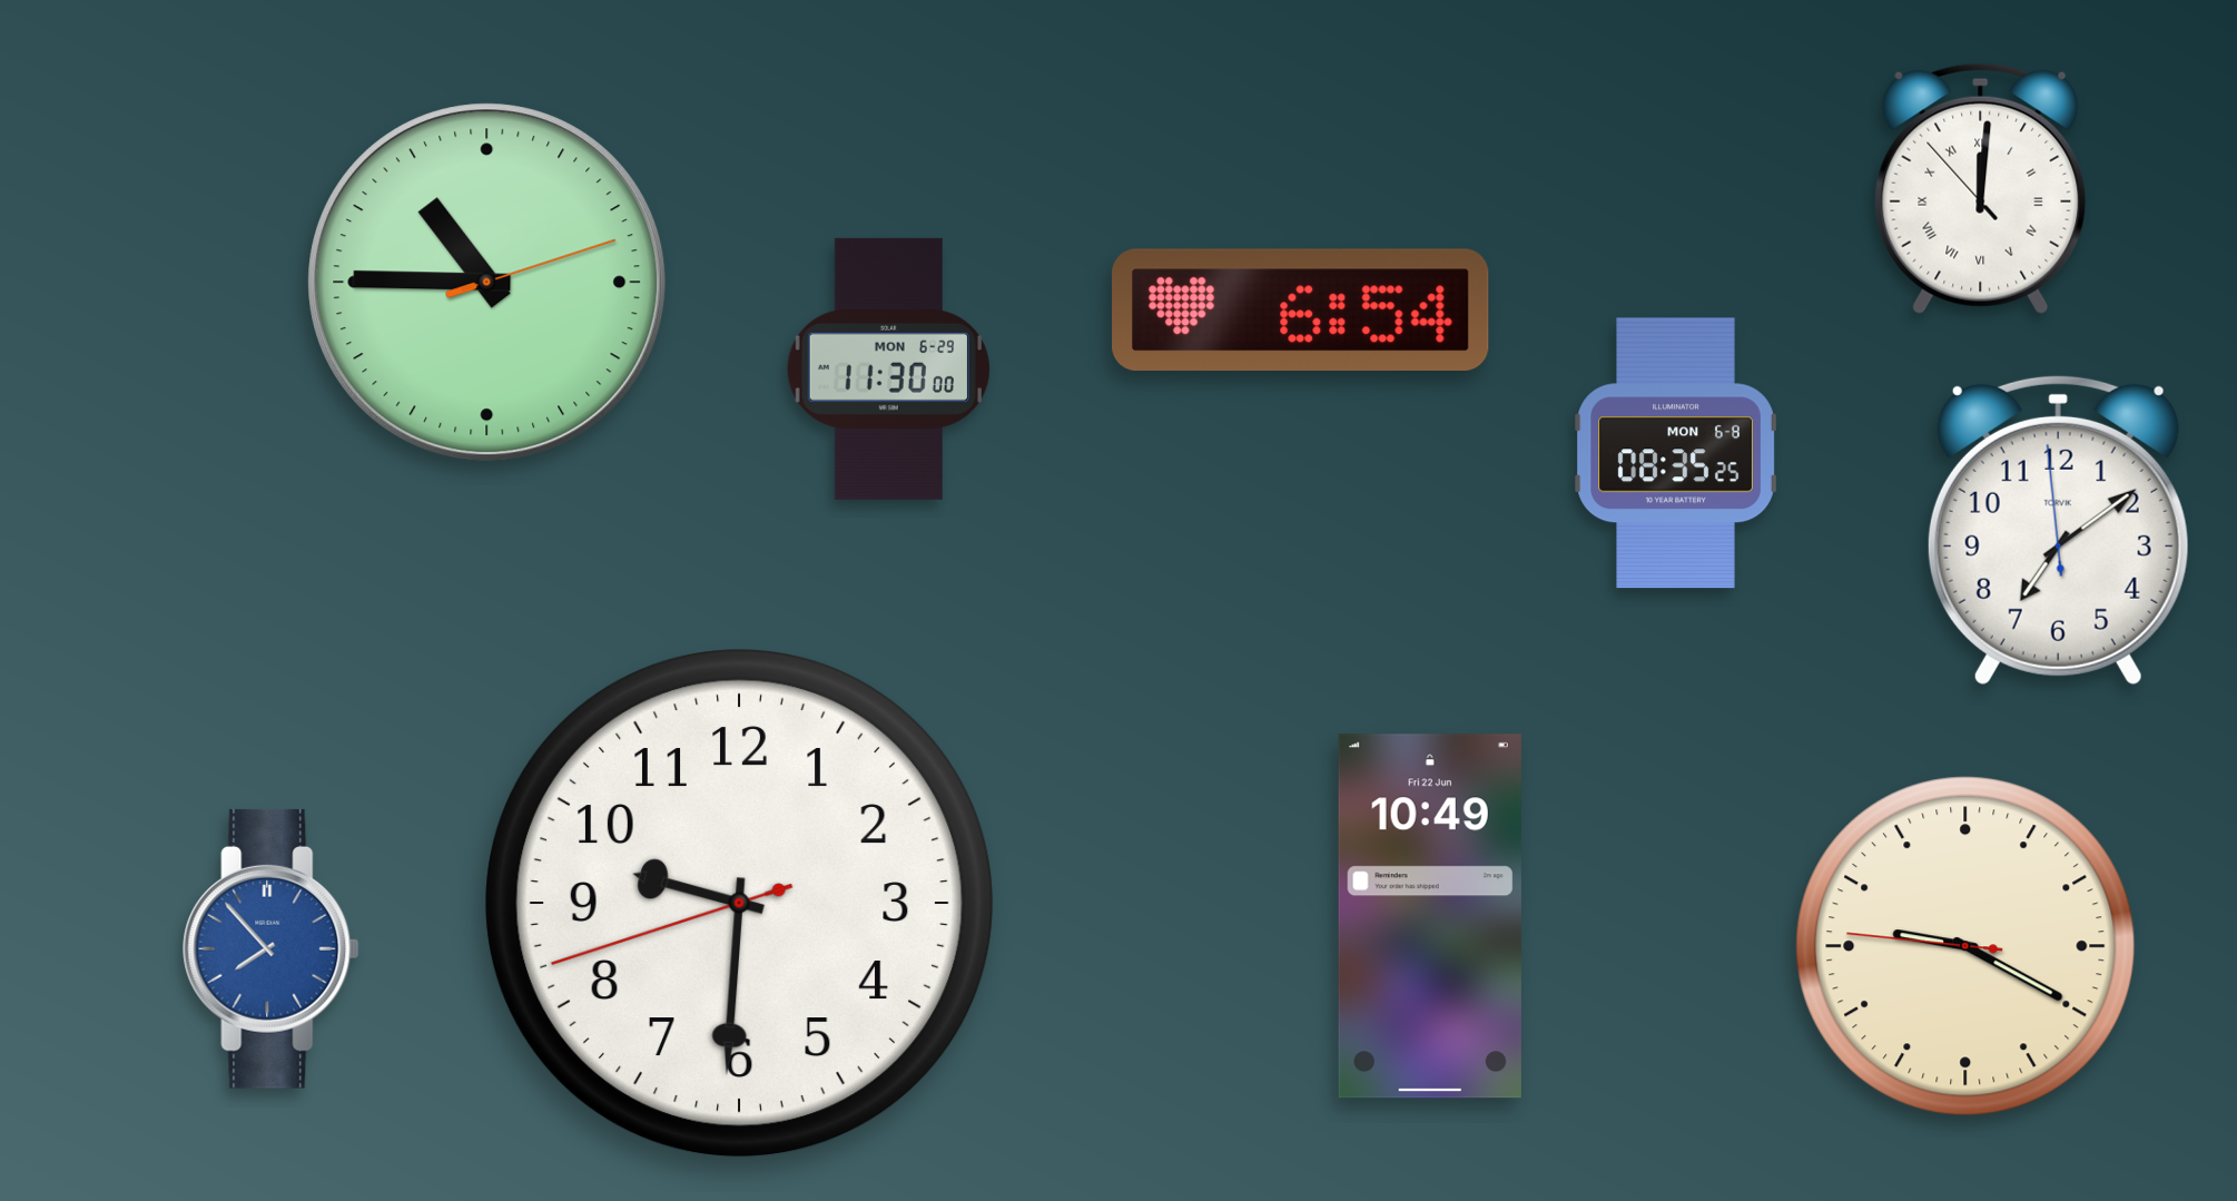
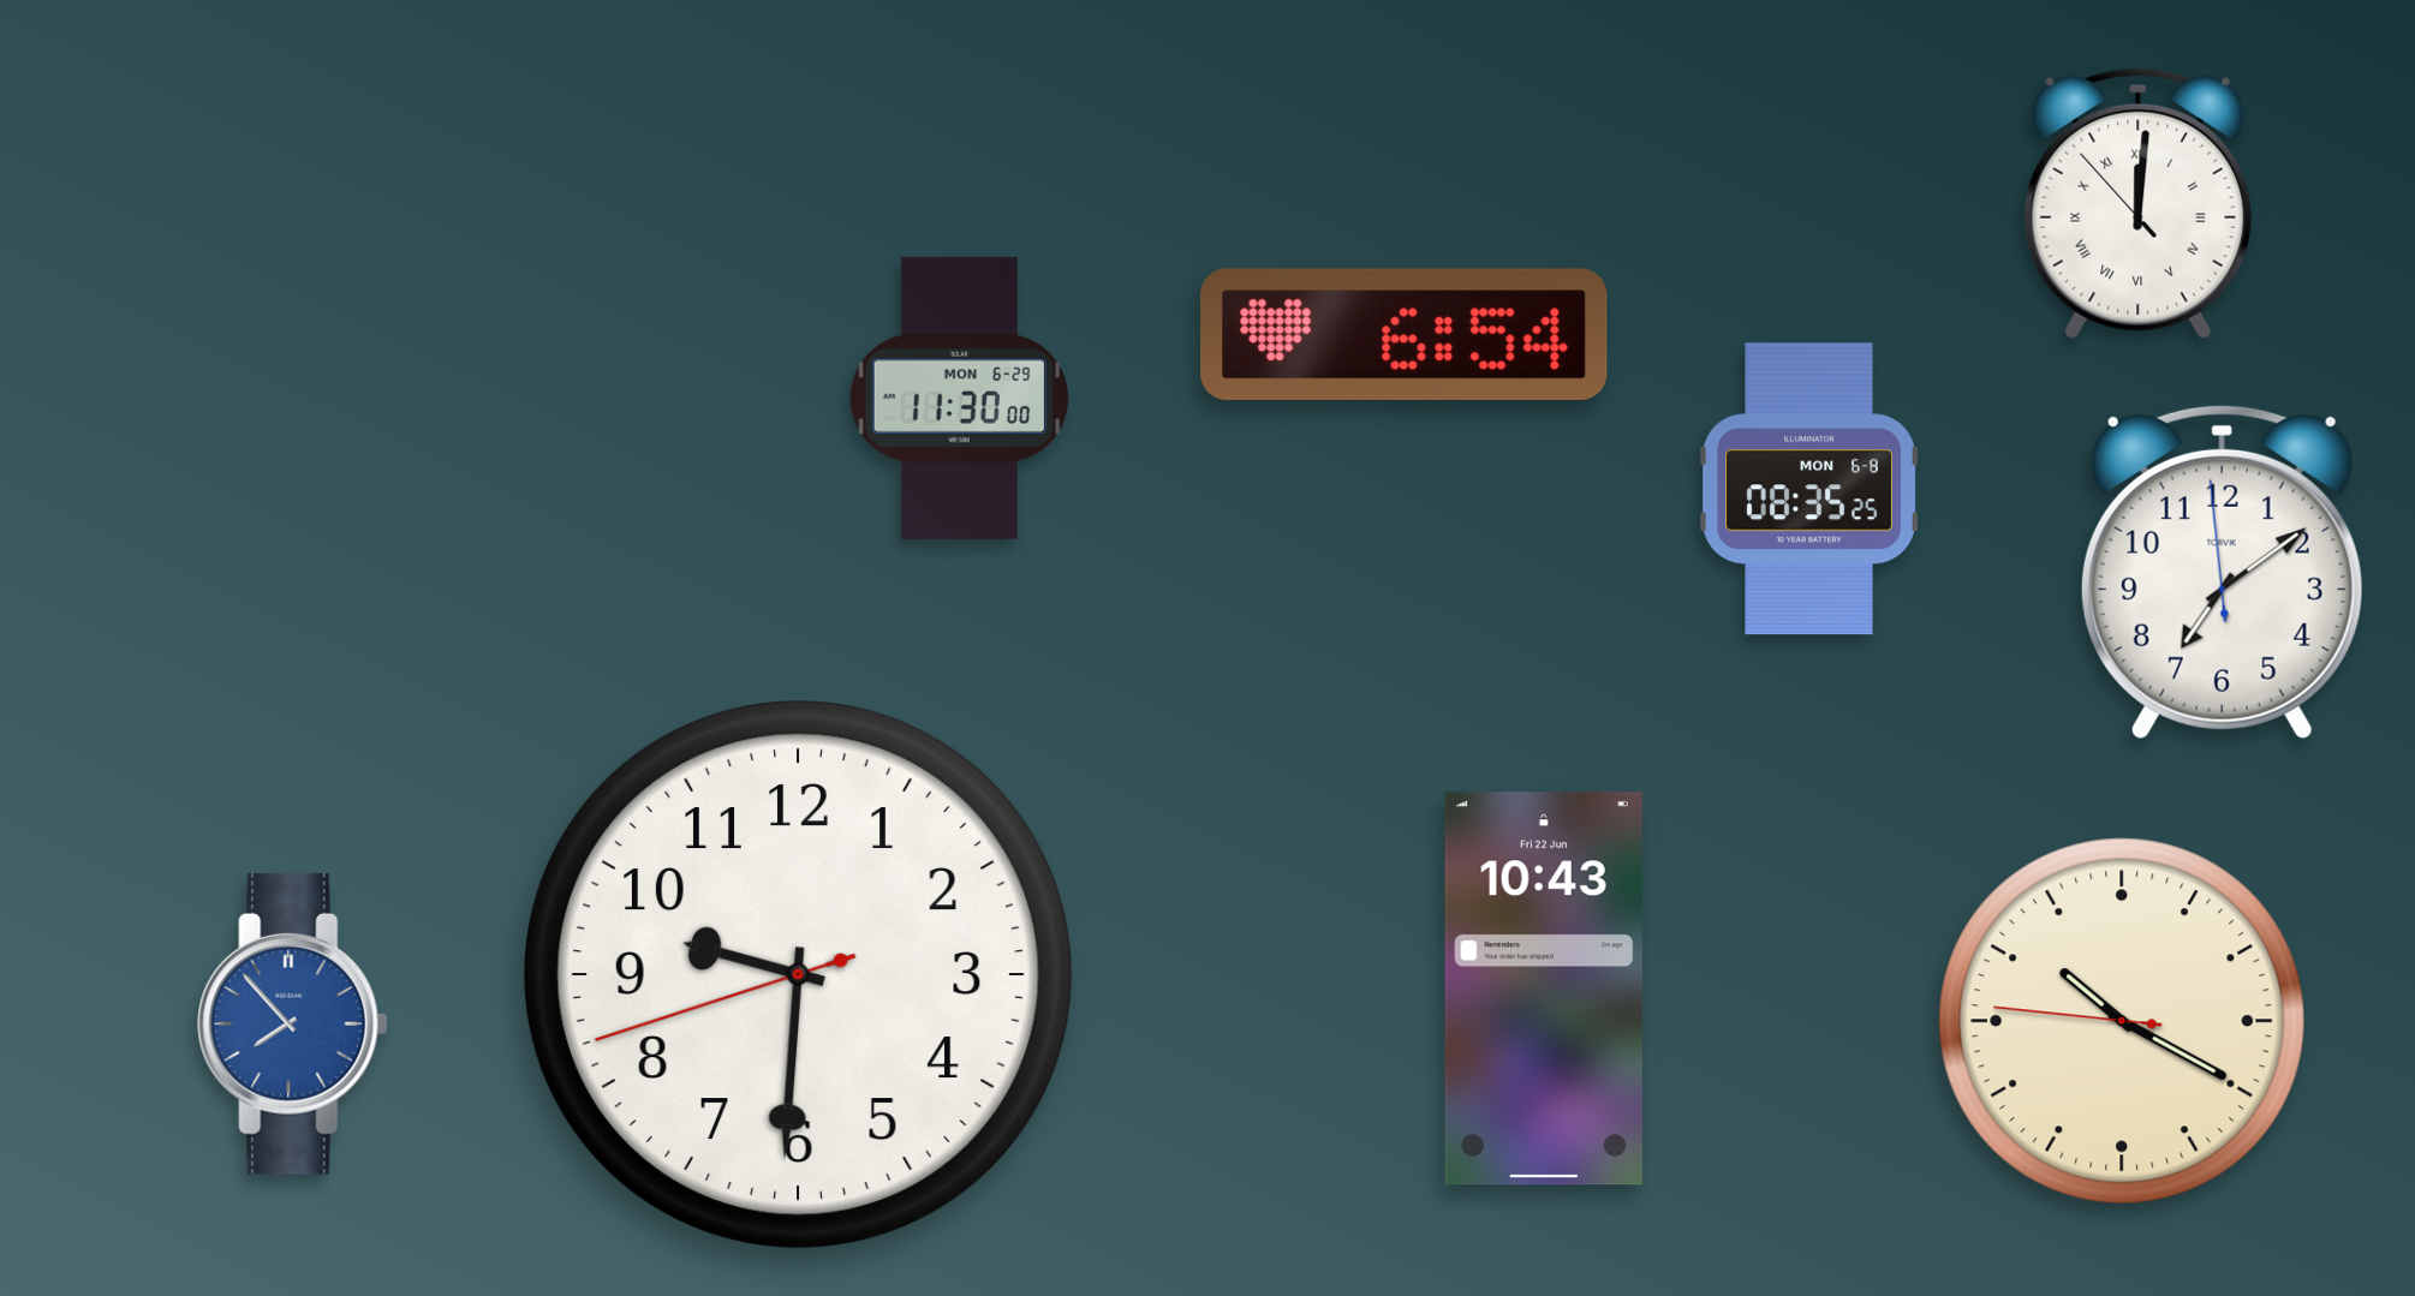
clock at (487, 283): 10:45 -> none
clock at (1430, 916): 10:49 -> 10:43
clock at (1965, 946): 9:19 -> 10:19
